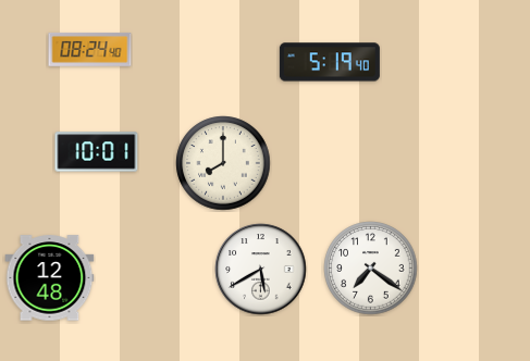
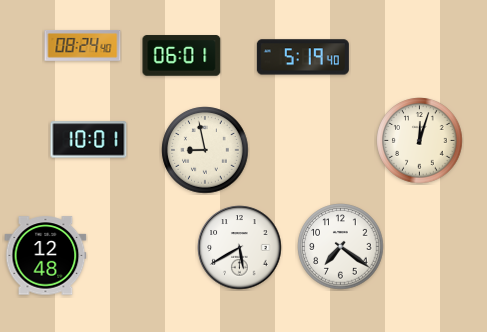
clock at (182, 56): none -> 06:01
clock at (420, 141): none -> 12:03
clock at (223, 163): 8:00 -> 8:58
